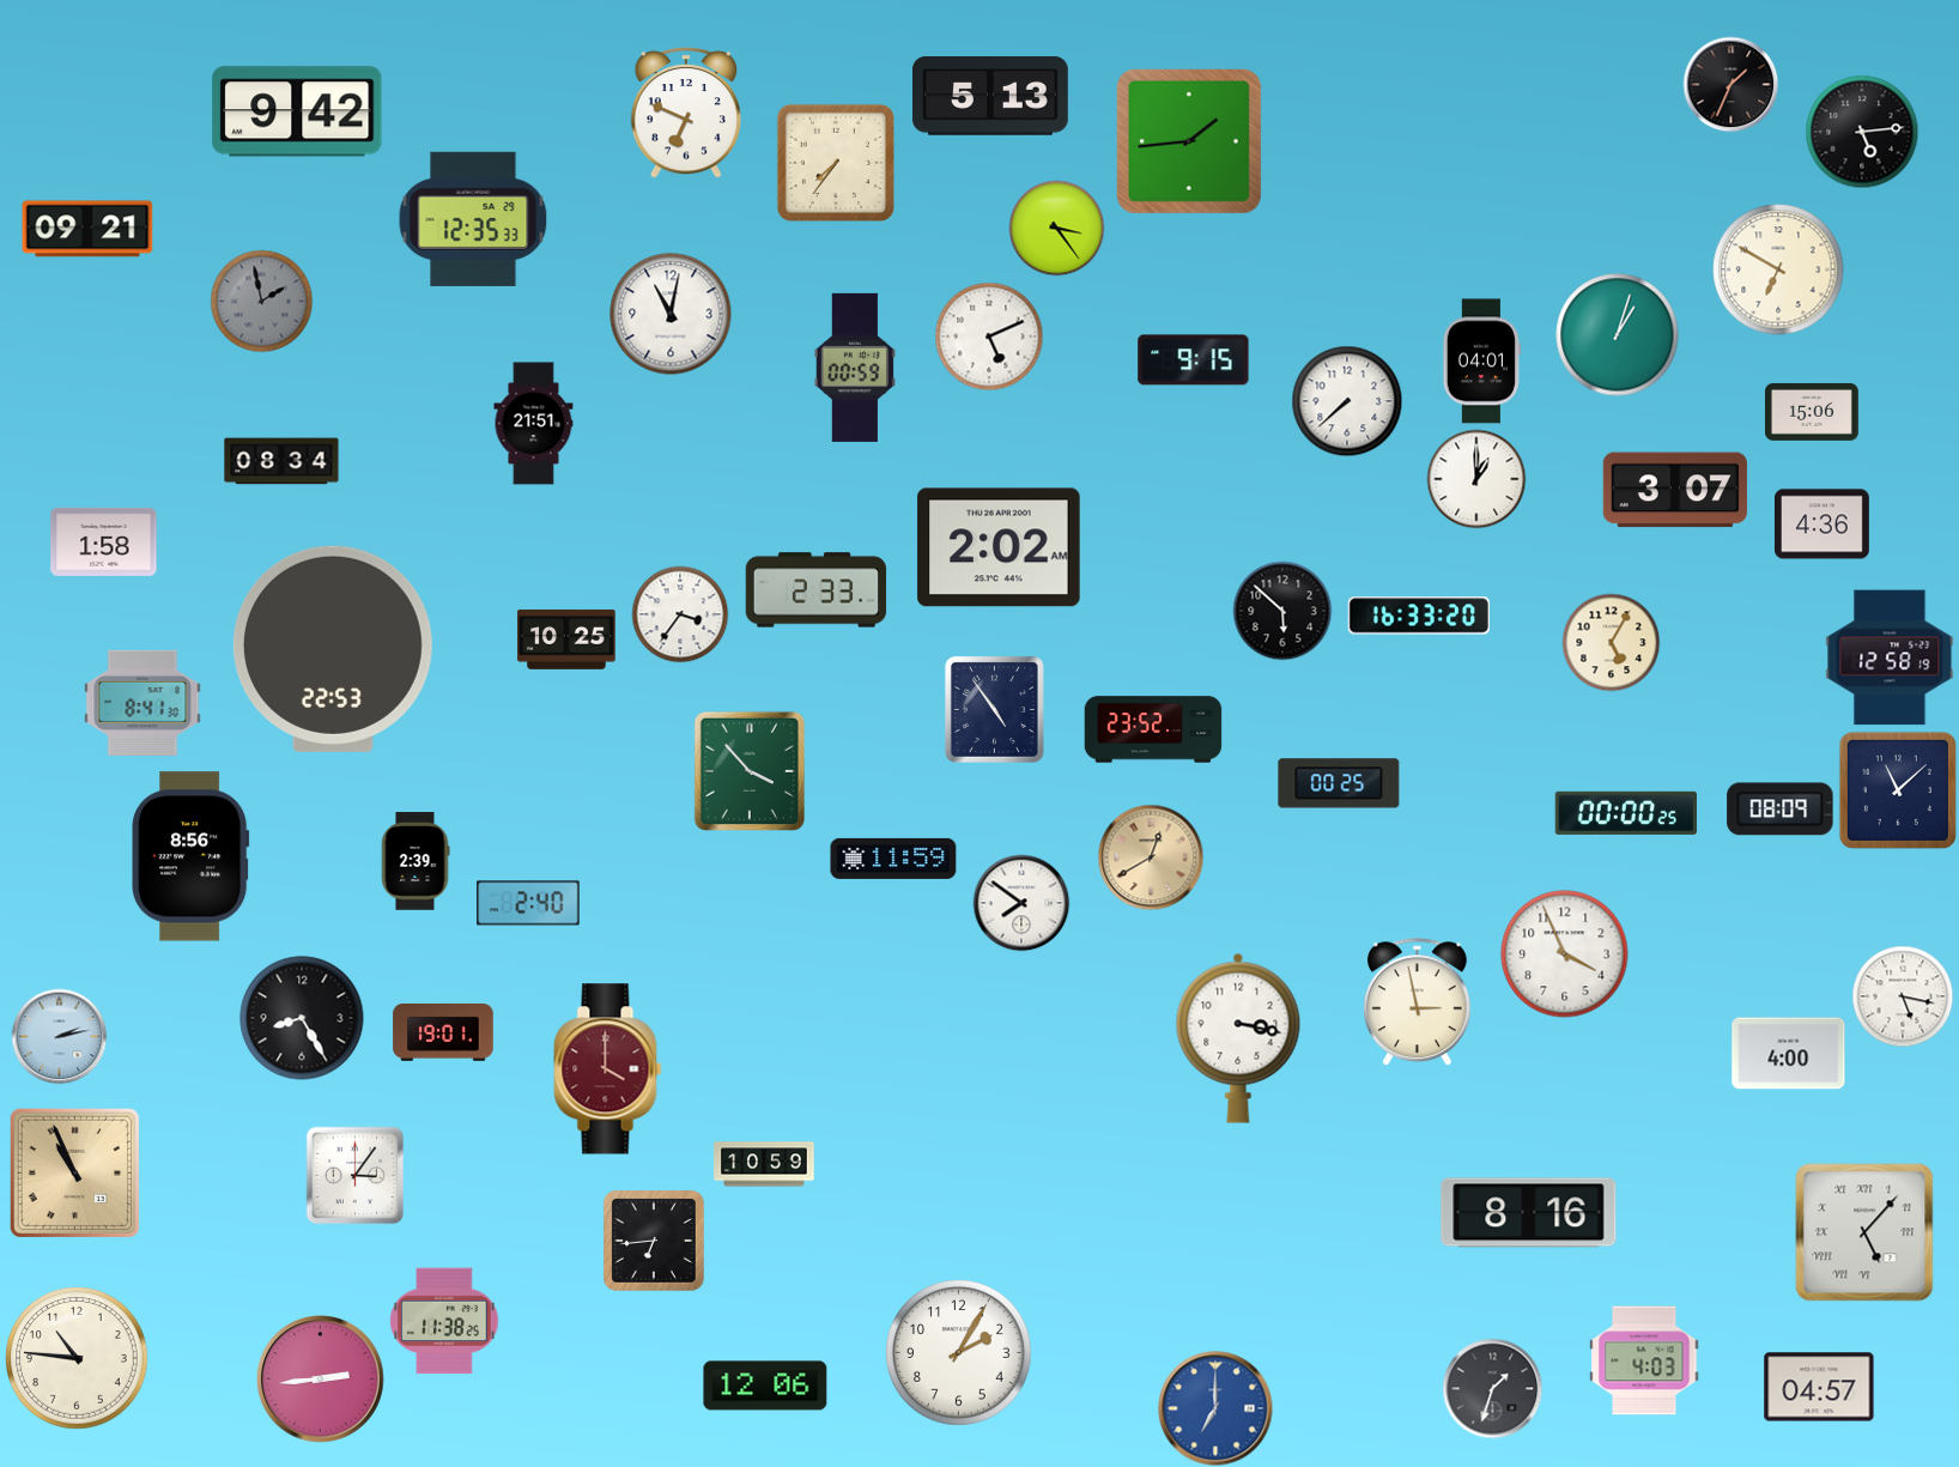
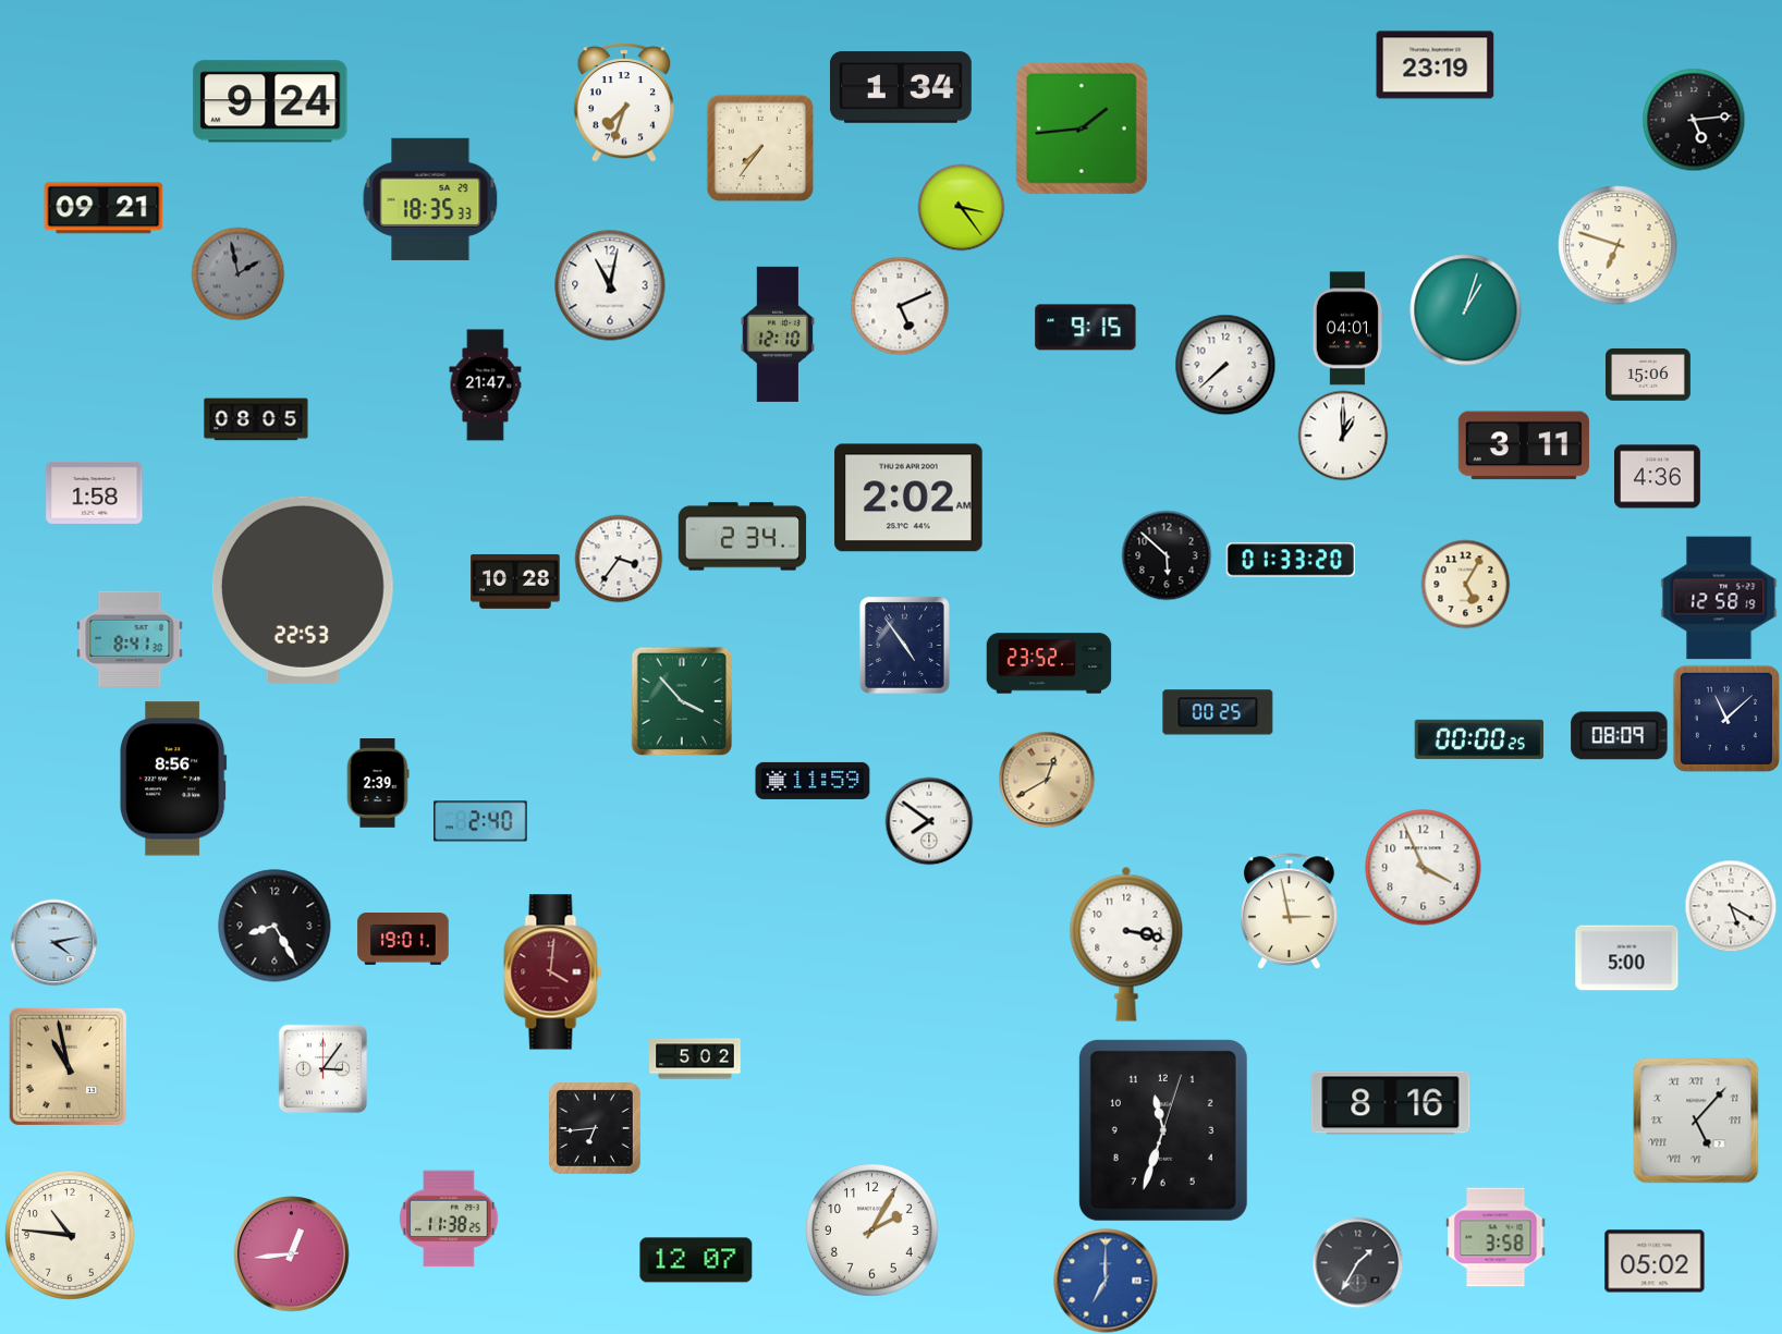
clock at (1436, 65): none -> 23:19
clock at (1730, 84): 1:34 -> none
clock at (990, 96): 5:13 -> 1:34
clock at (297, 111): 9:42 -> 9:24
clock at (685, 114): 6:49 -> 7:33
clock at (473, 219): 12:35 -> 18:35
clock at (87, 229) position: (87, 229) -> (103, 208)
clock at (1778, 269): 6:50 -> 6:48
clock at (1618, 335) position: (1618, 335) -> (1466, 310)
clock at (855, 368): 00:59 -> 12:10
clock at (534, 424): 21:51 -> 21:47
clock at (281, 461): 08:34 -> 08:05
clock at (1675, 490): 3:07 -> 3:11
clock at (817, 590): 2:33 -> 2:34
clock at (1418, 616): 16:33 -> 01:33
clock at (566, 639): 10:25 -> 10:28
clock at (1903, 996): 5:17 -> 5:20
clock at (59, 1036): 2:13 -> 4:13
clock at (1789, 1054): 4:00 -> 5:00
clock at (608, 1069): 4:00 -> 4:01
clock at (764, 1164): 10:59 -> 5:02
clock at (74, 1172): 10:56 -> 10:58
clock at (1163, 1130): none -> 11:33
clock at (444, 1321) position: (444, 1321) -> (449, 1219)
clock at (1644, 1360): 4:03 -> 3:58
clock at (321, 1380): 2:44 -> 12:44
clock at (765, 1386): 12:06 -> 12:07
clock at (1819, 1387): 04:57 -> 05:02
clock at (1492, 1388): 1:33 -> 1:35
